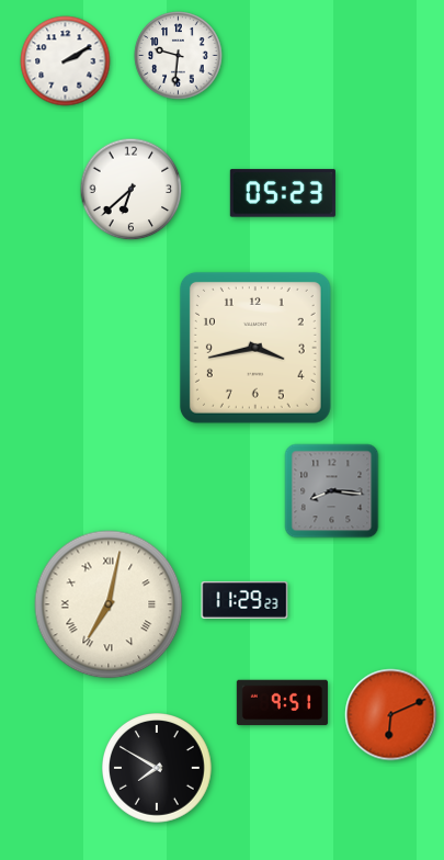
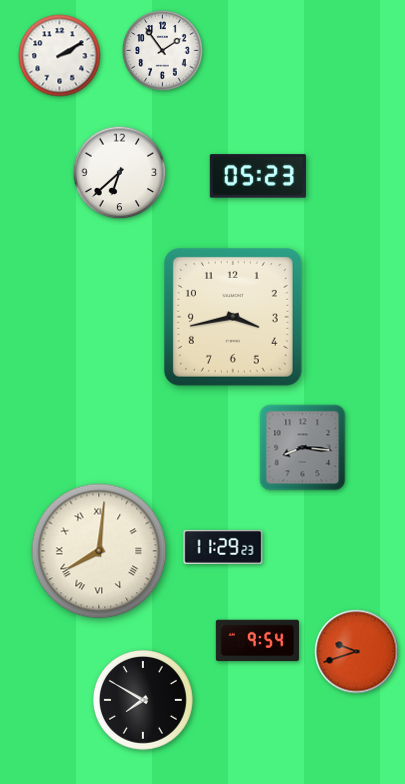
clock at (179, 56): 9:31 -> 1:54
clock at (109, 604): 7:02 -> 8:01
clock at (282, 703): 9:51 -> 9:54
clock at (391, 715): 6:11 -> 9:42
